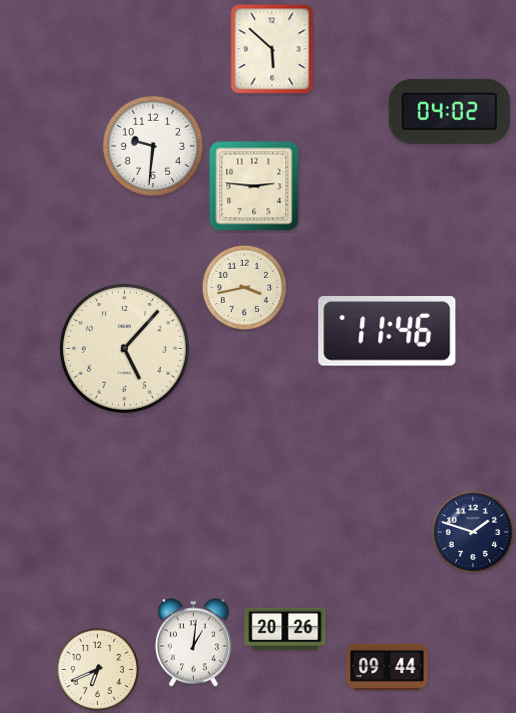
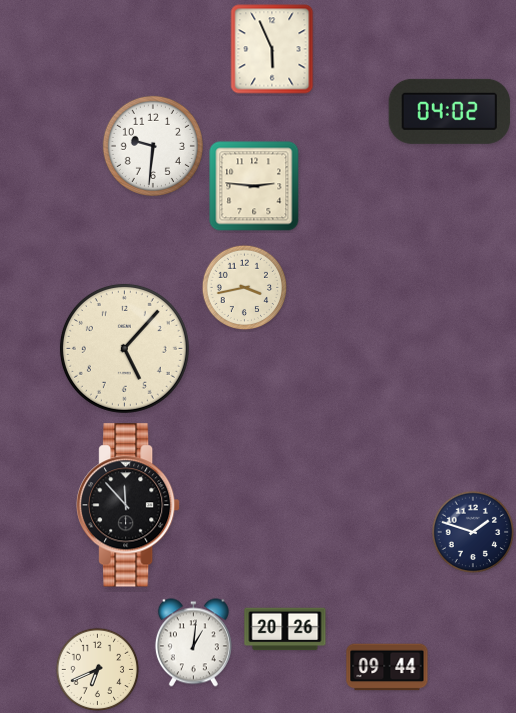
clock at (272, 49): 5:52 -> 5:56
clock at (387, 332): 11:46 -> none
clock at (129, 505): none -> 11:53
